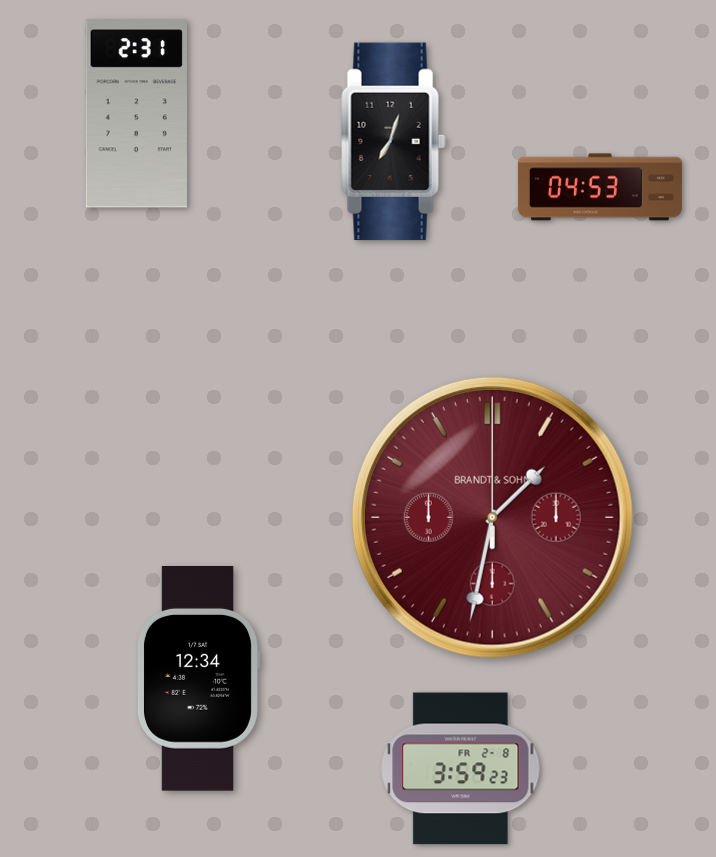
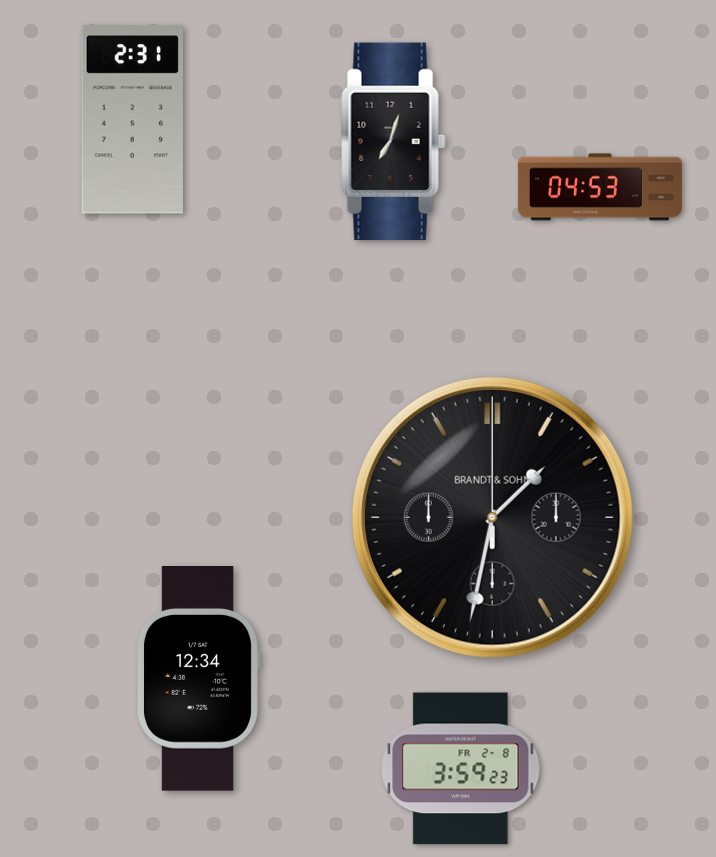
clock at (136, 114) position: (136, 114) -> (132, 120)
clock at (492, 517) dial: burgundy -> black
